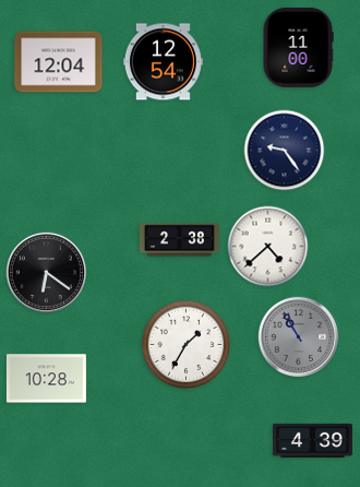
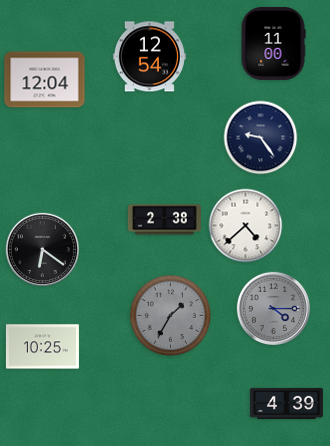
clock at (59, 62) position: (59, 62) -> (45, 80)
clock at (298, 336): 10:55 -> 4:15
clock at (187, 345) dial: white -> grey
clock at (46, 379): 10:28 -> 10:25
